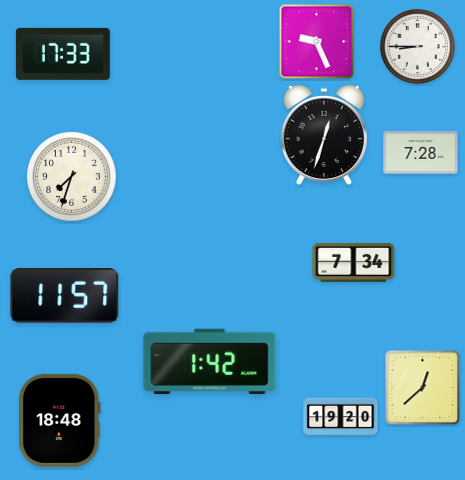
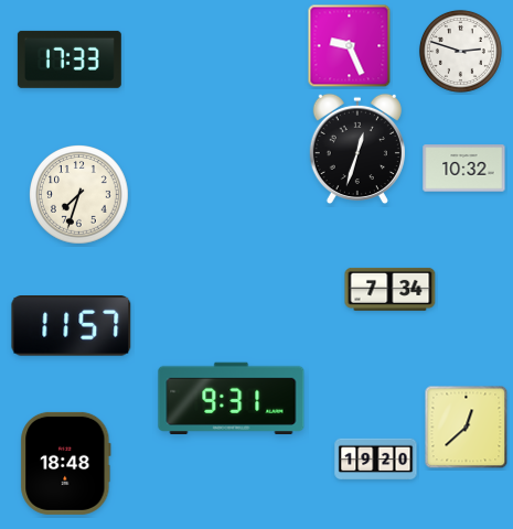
clock at (417, 46): 8:45 -> 2:48
clock at (421, 153): 7:28 -> 10:32
clock at (210, 362): 1:42 -> 9:31
